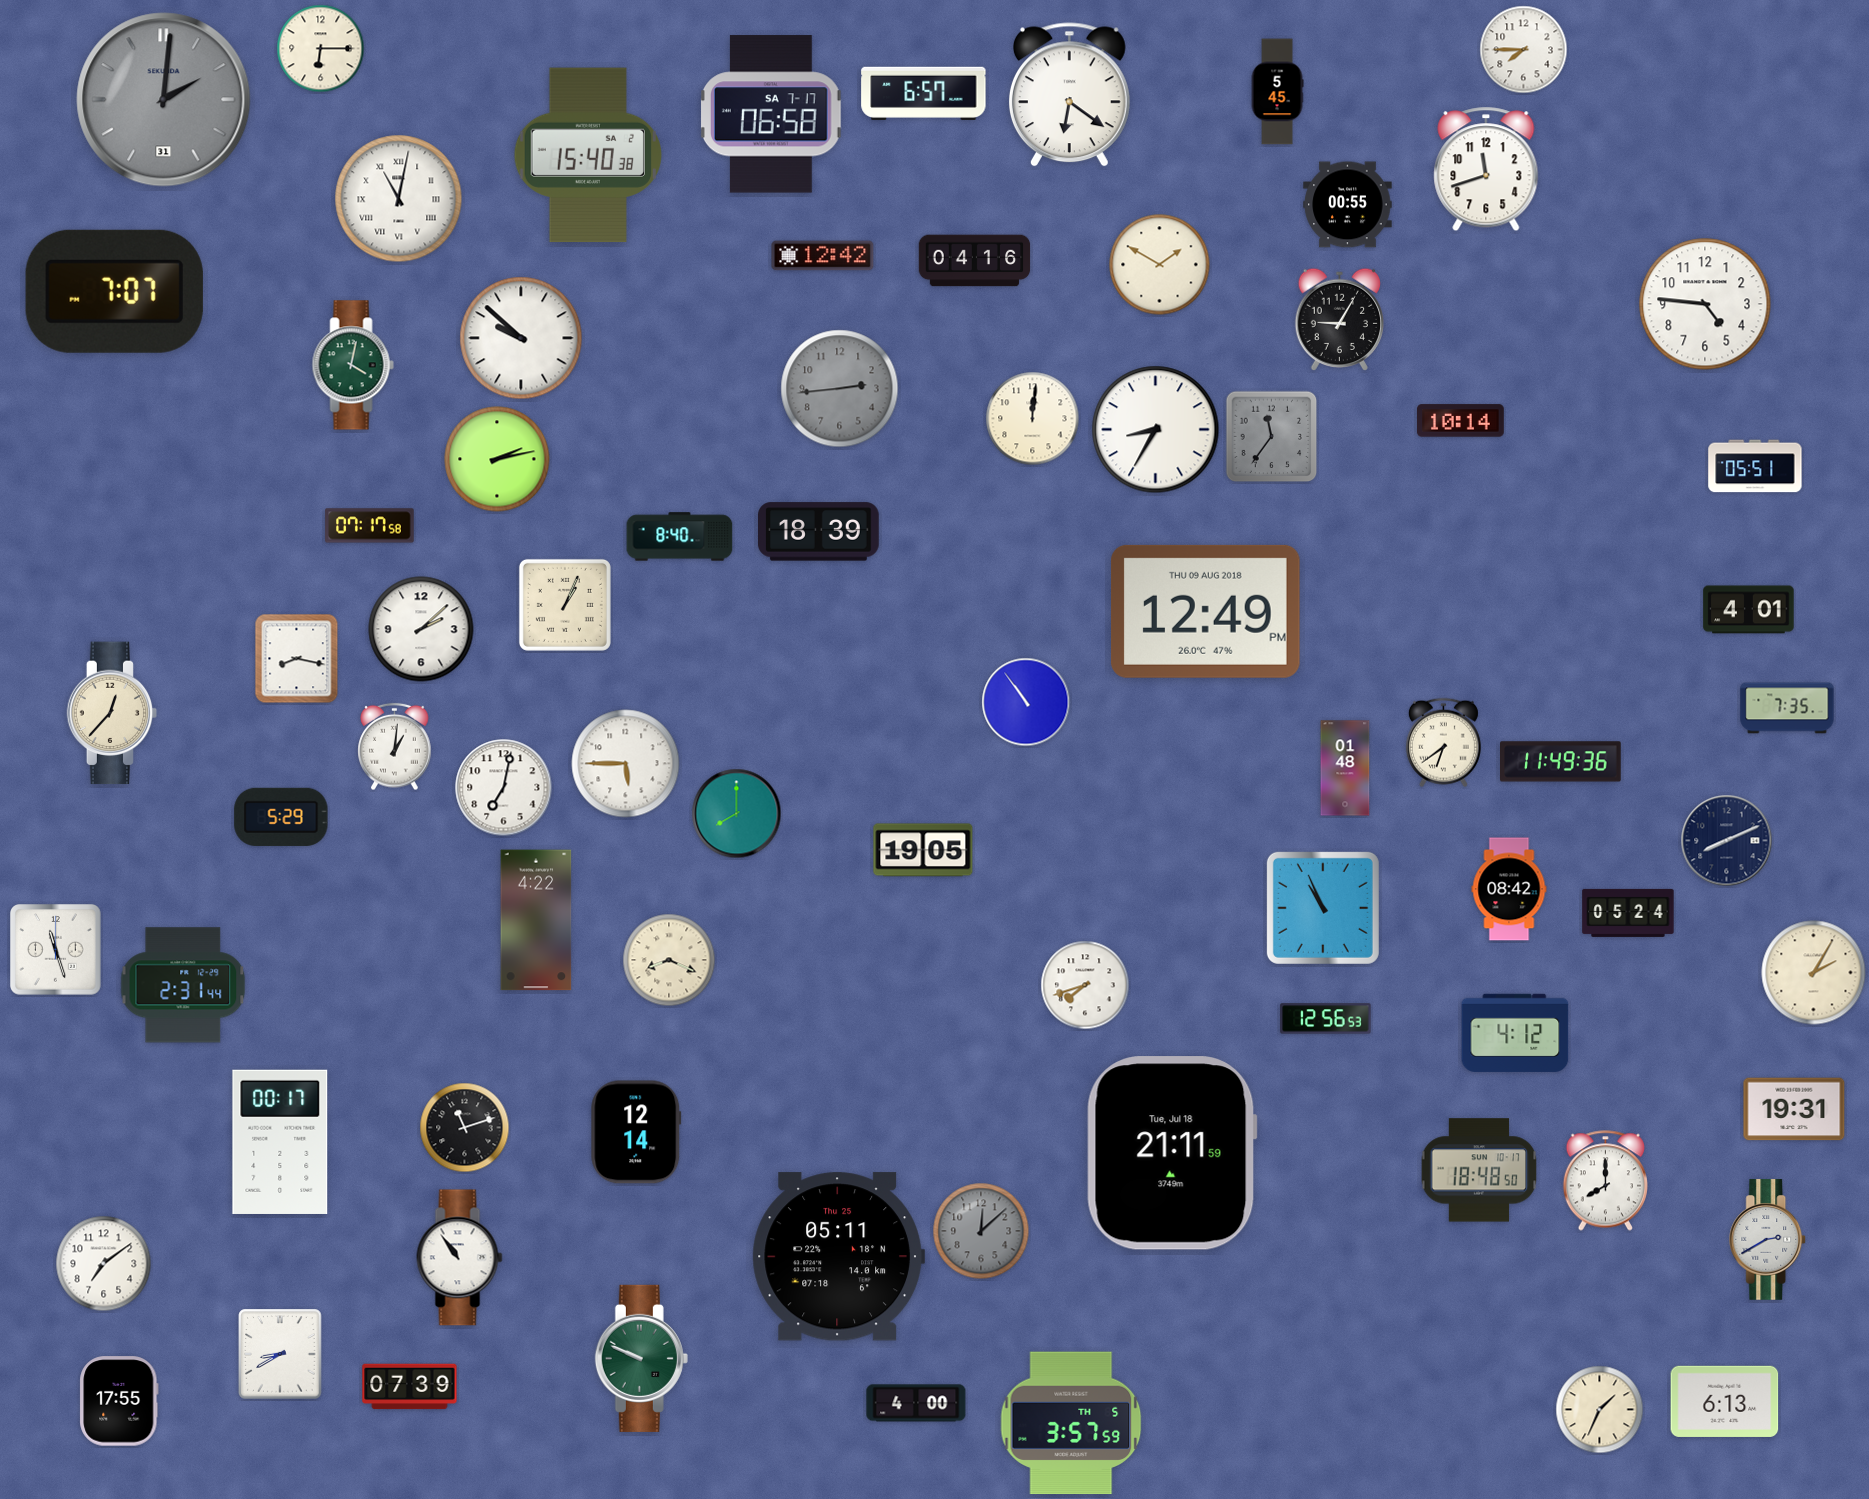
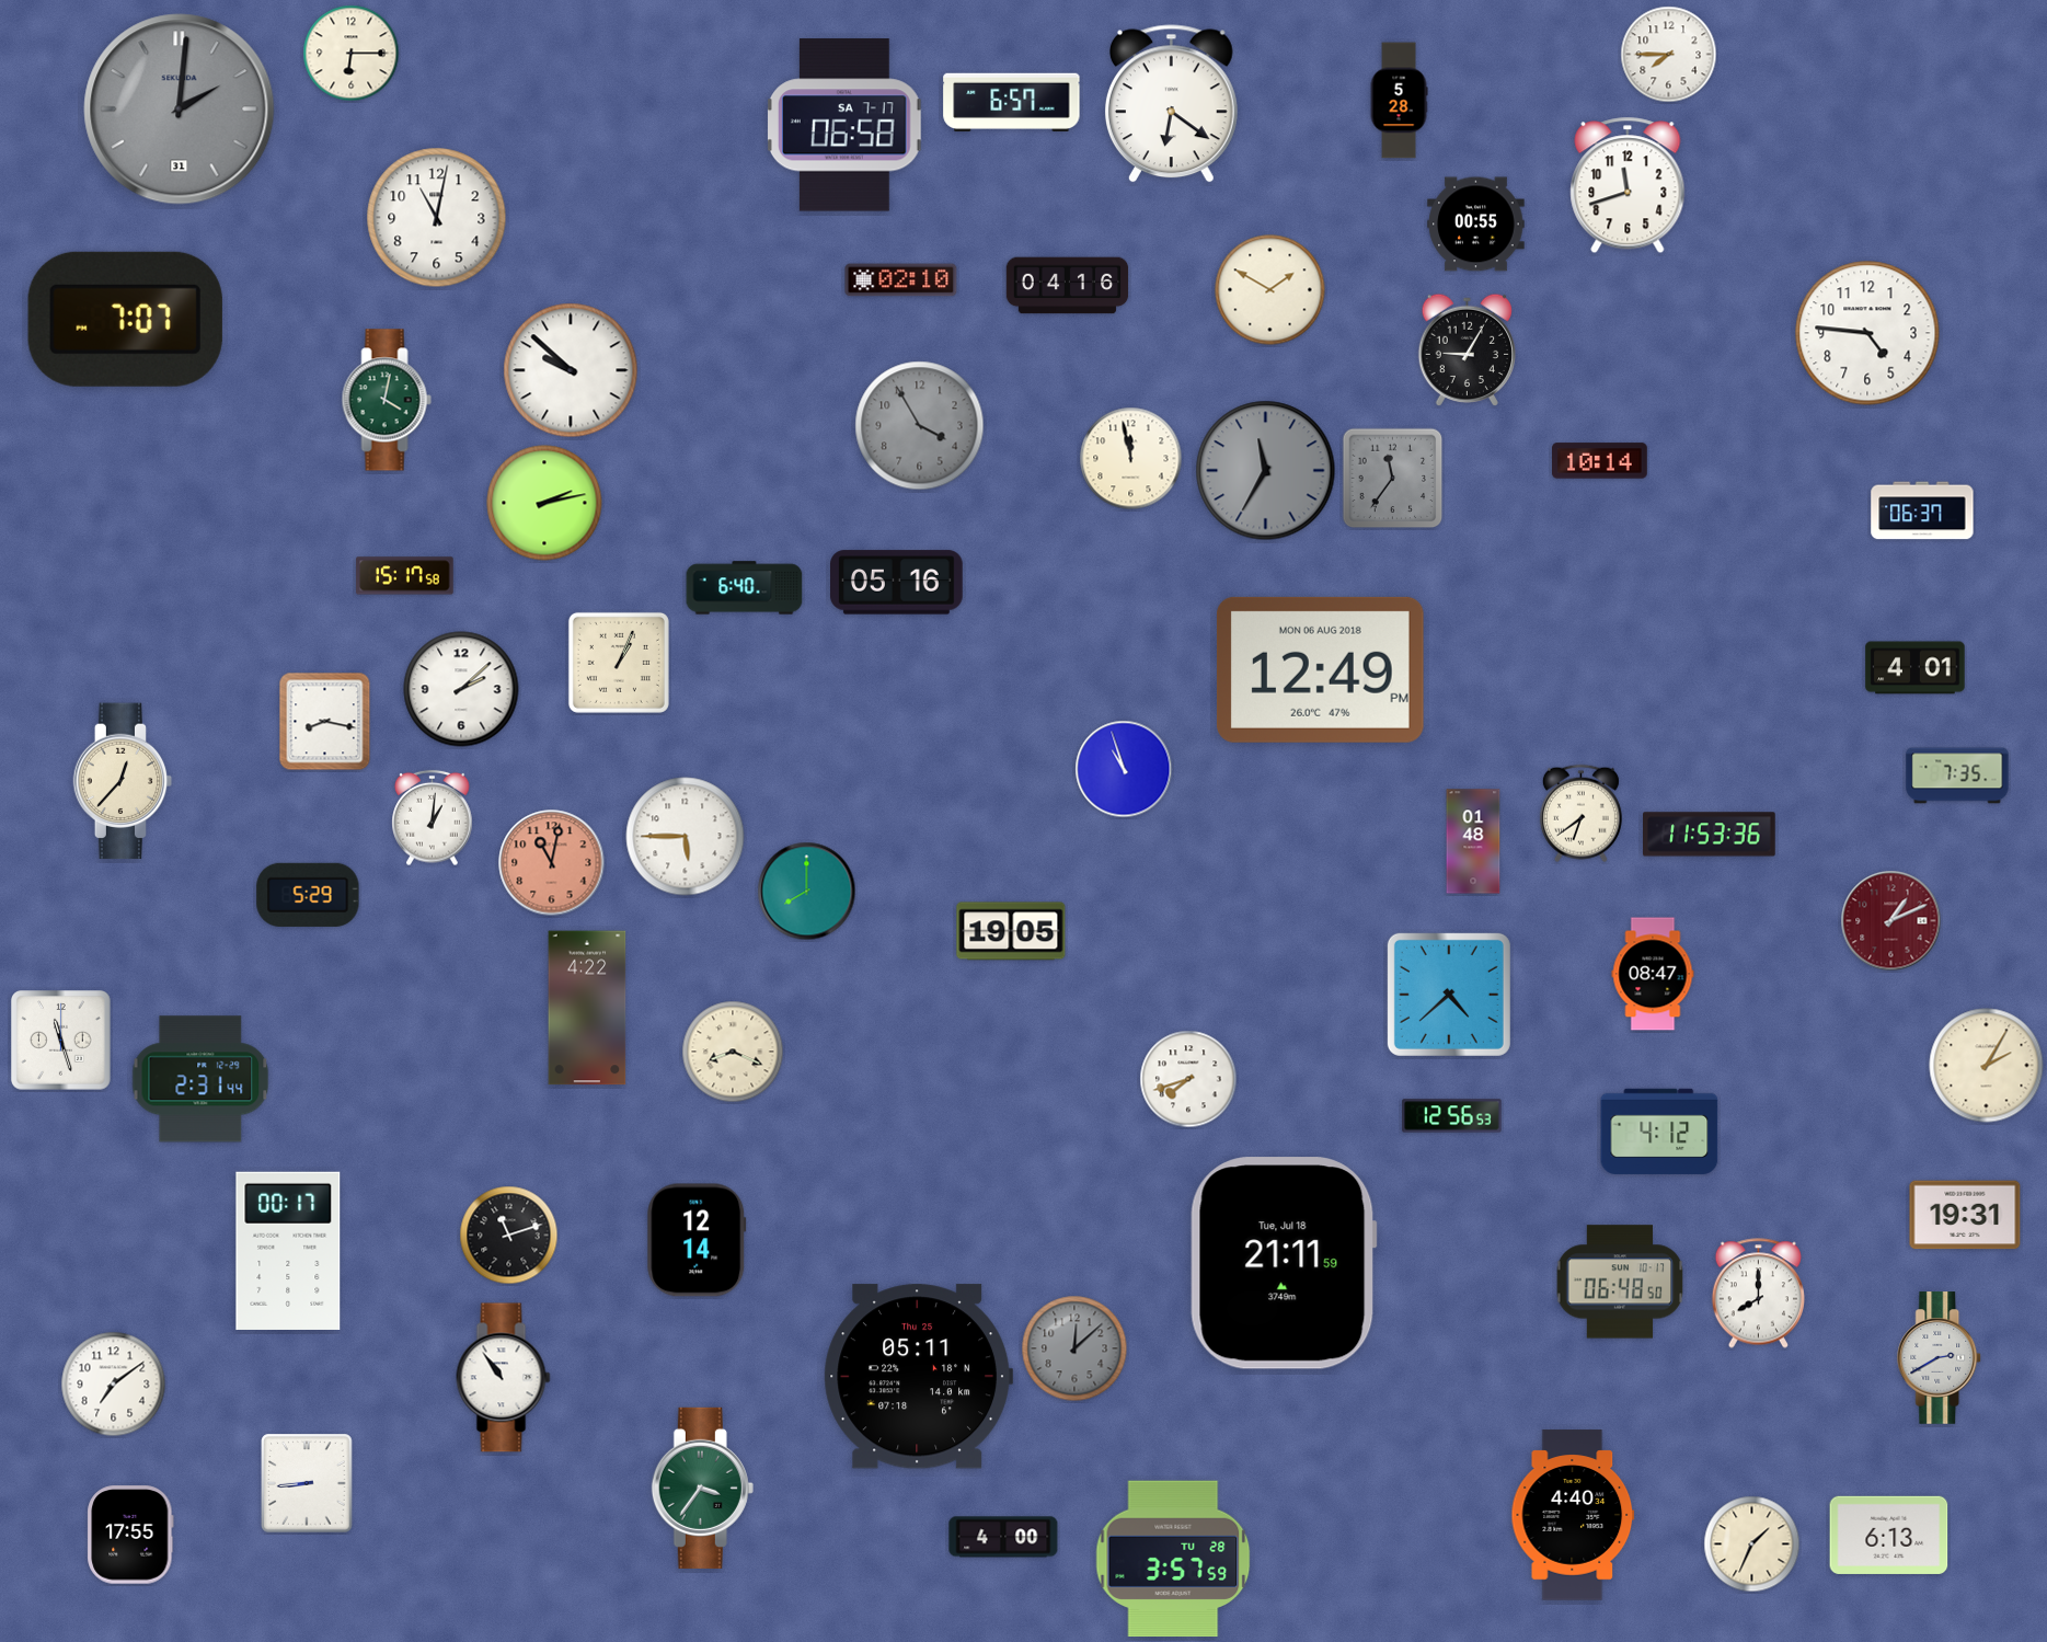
clock at (1277, 92): 5:45 -> 5:28
clock at (588, 155): 15:40 -> none
clock at (399, 199) numerals: Roman -> Arabic
clock at (823, 256): 12:42 -> 02:10
clock at (840, 389): 2:44 -> 3:55
clock at (1033, 419): 12:01 -> 11:58
clock at (1156, 430): 8:35 -> 11:35
clock at (1156, 430) dial: white -> grey
clock at (1755, 466): 05:51 -> 06:37
clock at (370, 526): 07:17 -> 15:17
clock at (819, 532): 18:39 -> 05:16
clock at (680, 537): 8:40 -> 6:40
clock at (1205, 611) date: THU 09 AUG 2018 -> MON 06 AUG 2018
clock at (1026, 702): 10:54 -> 10:57
clock at (1561, 762): 11:49 -> 11:53
clock at (504, 788): 7:02 -> 11:02
clock at (504, 788) dial: white -> salmon
clock at (1727, 841): 8:11 -> 1:11
clock at (1727, 841) dial: navy -> burgundy
clock at (1509, 889): 08:42 -> 08:47
clock at (1323, 908): 10:56 -> 4:38
clock at (1628, 913): 05:24 -> none
clock at (280, 1142) position: (280, 1142) -> (288, 1251)
clock at (1479, 1170): 18:48 -> 06:48
clock at (1768, 1240) position: (1768, 1240) -> (1940, 1358)
clock at (280, 1354): 8:40 -> 8:44
clock at (641, 1358): 9:49 -> 3:36
clock at (1573, 1515): none -> 4:40
clock at (410, 1387): 07:39 -> none
clock at (1071, 1423) date: TH 5 -> TU 28
